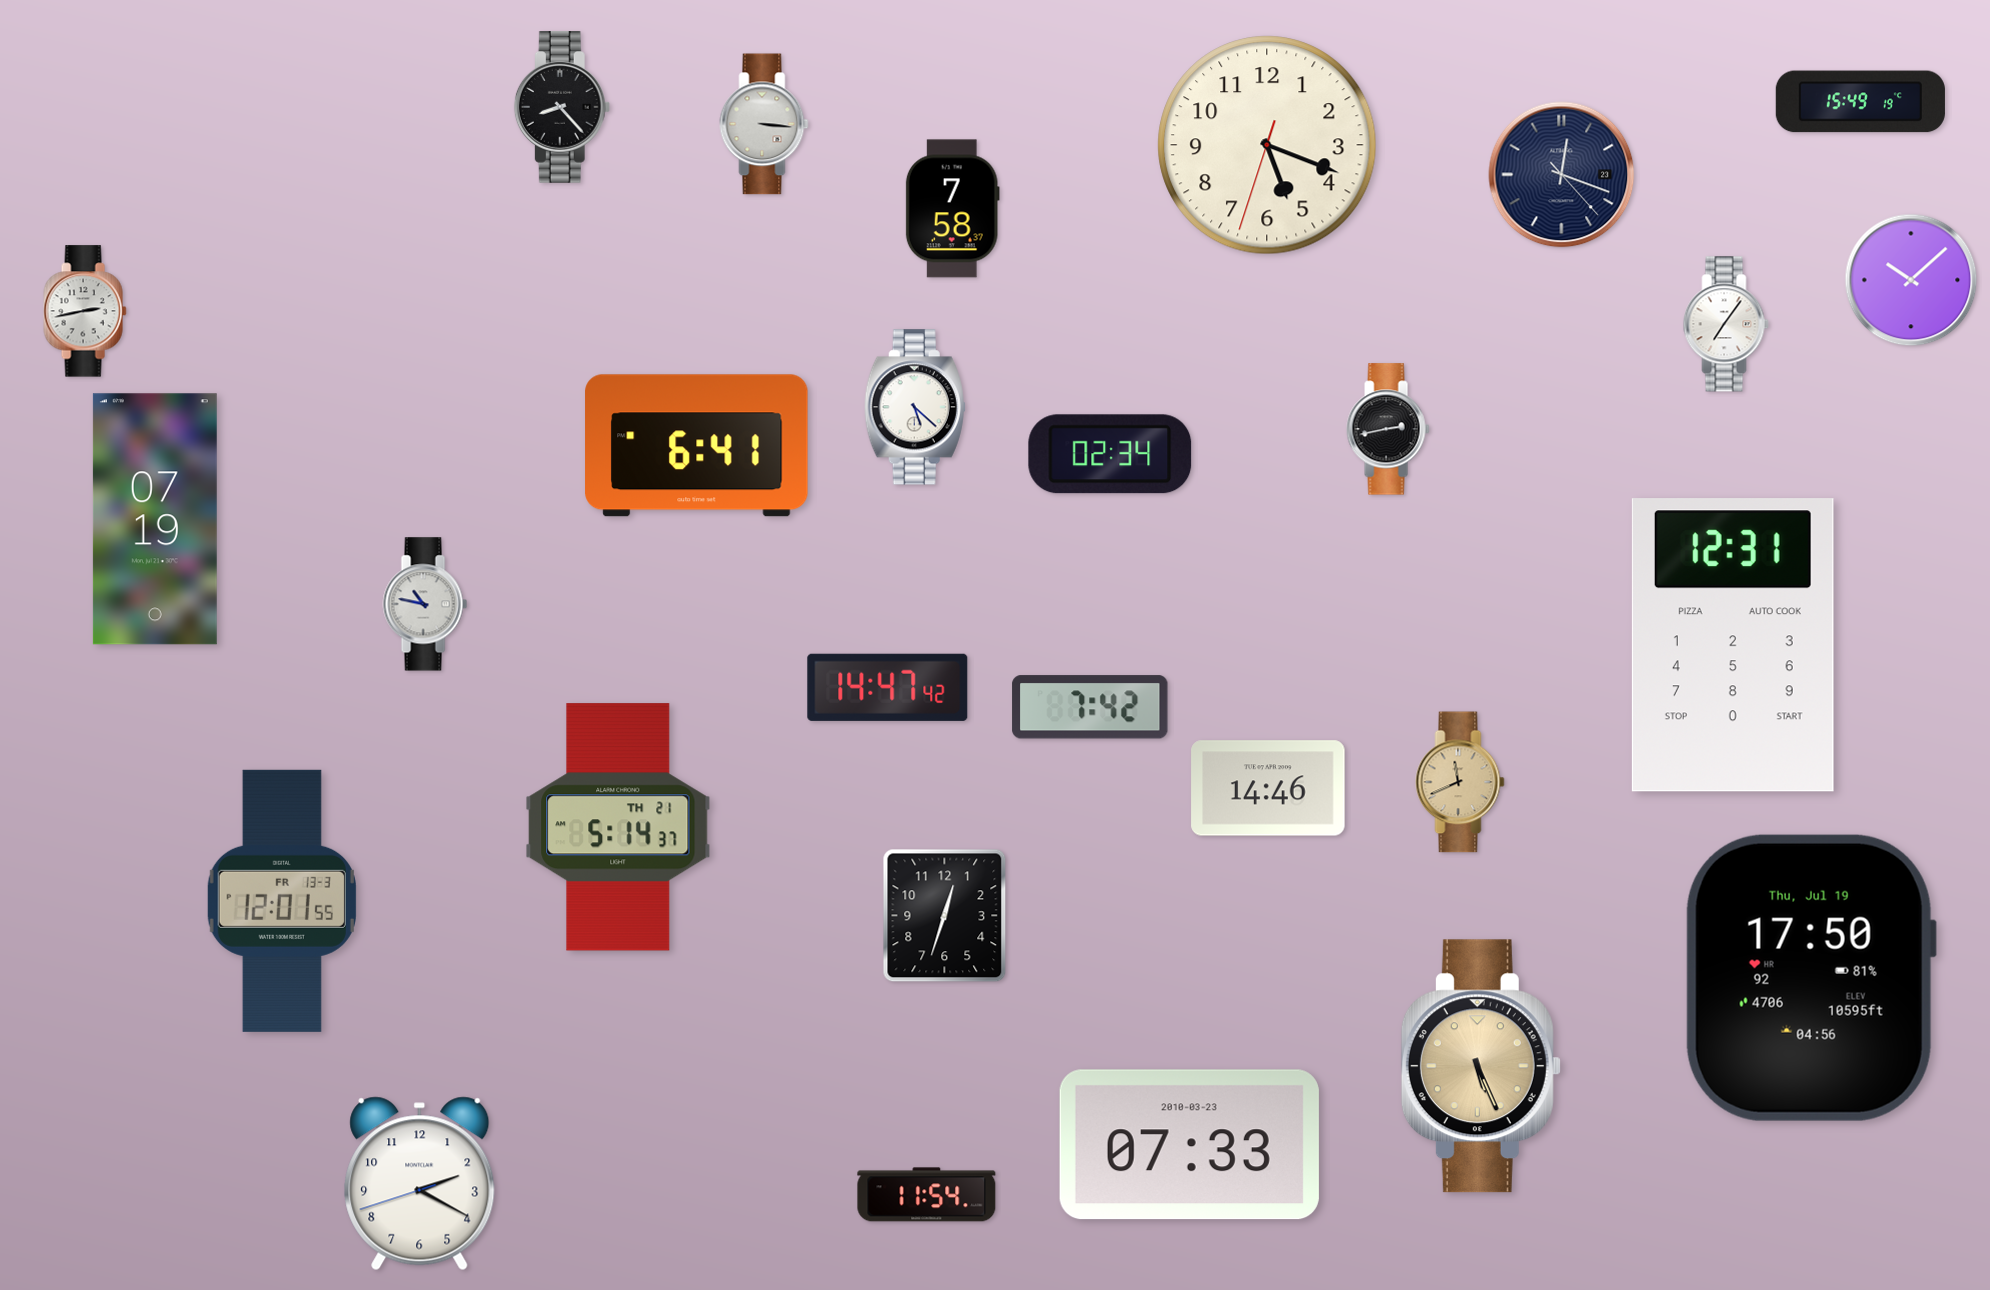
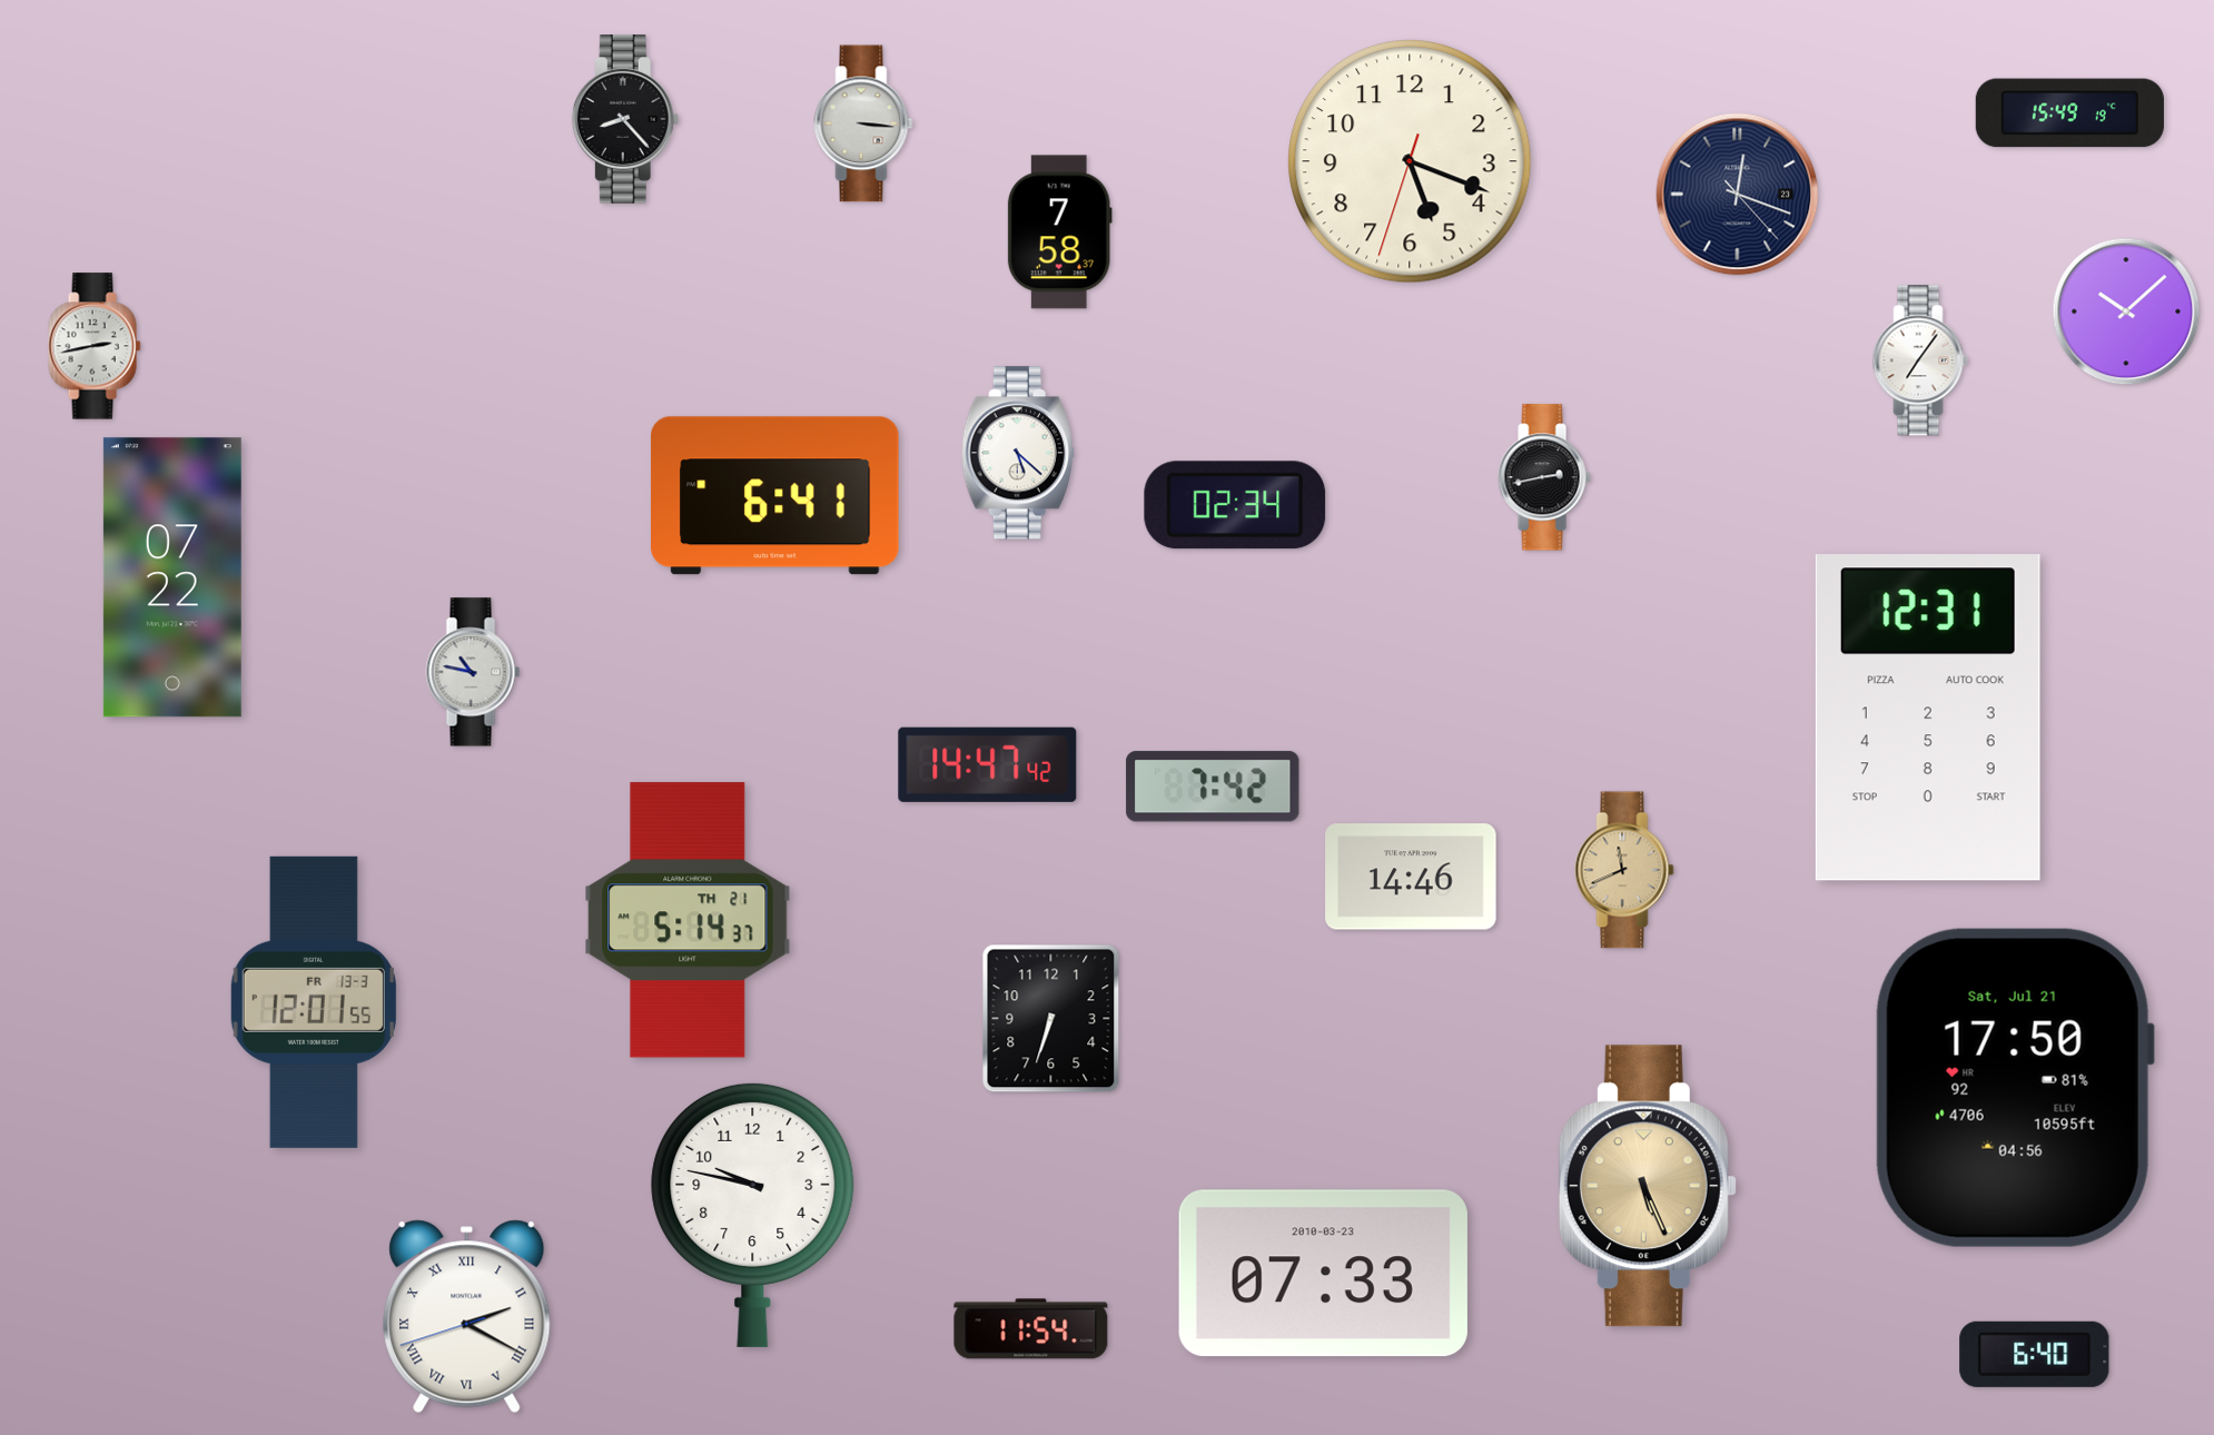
clock at (764, 124) position: (764, 124) -> (863, 123)
clock at (155, 519): 07:19 -> 07:22
clock at (945, 916): 12:33 -> 6:33
clock at (1811, 978) date: Thu, Jul 19 -> Sat, Jul 21
clock at (753, 1215): none -> 9:47
clock at (420, 1184) numerals: Arabic -> Roman
clock at (2035, 1354): none -> 6:40
